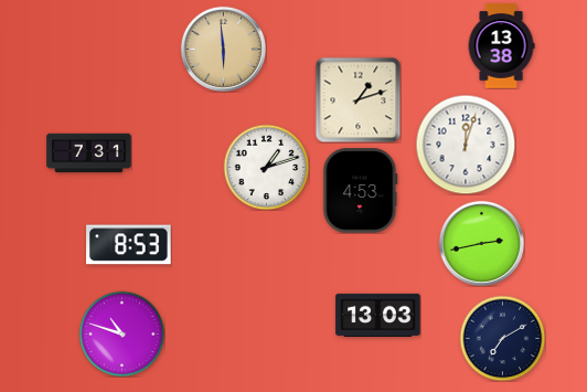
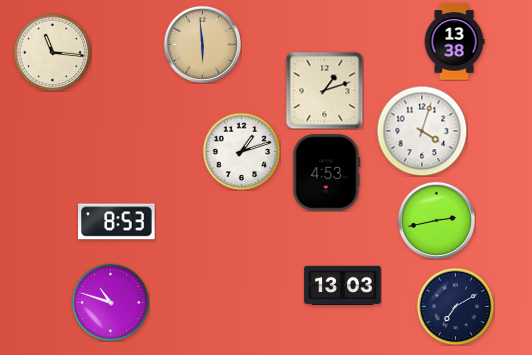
clock at (52, 52): none -> 11:16
clock at (466, 145): 12:03 -> 4:03
clock at (89, 153): 7:31 -> none
